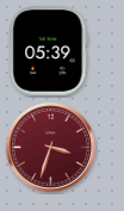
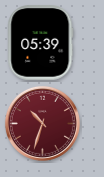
clock at (50, 147): 3:33 -> 10:33
